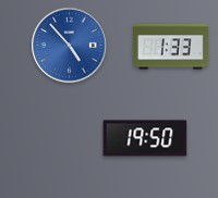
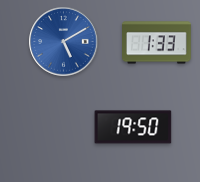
clock at (70, 46): 4:53 -> 5:10
